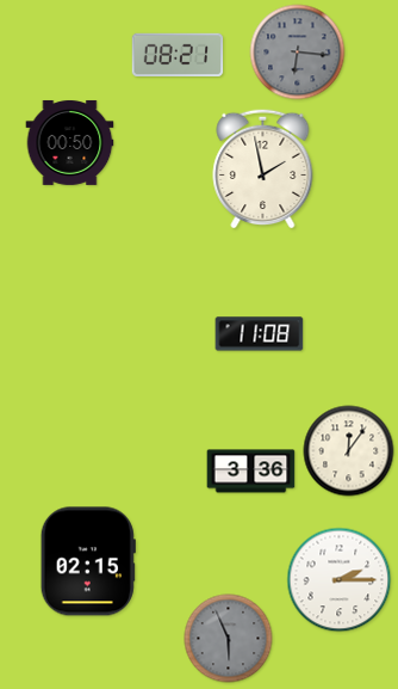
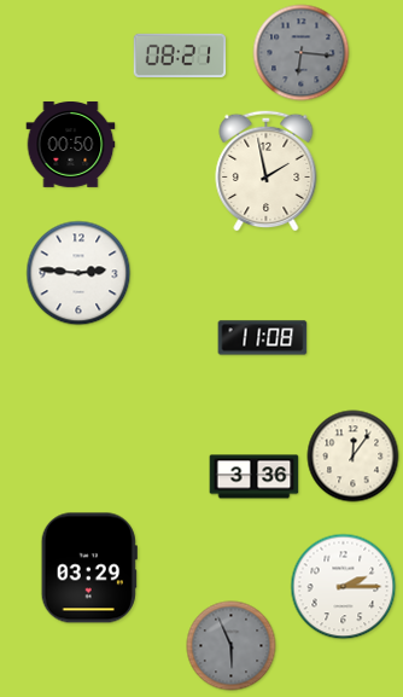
clock at (78, 273): none -> 2:46
clock at (88, 561): 02:15 -> 03:29
